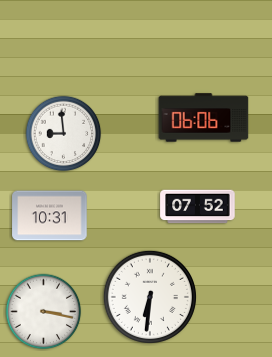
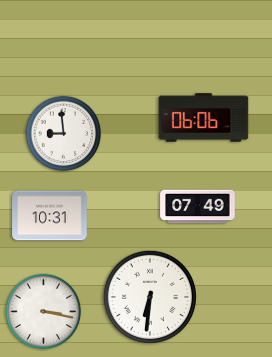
clock at (198, 207): 07:52 -> 07:49
